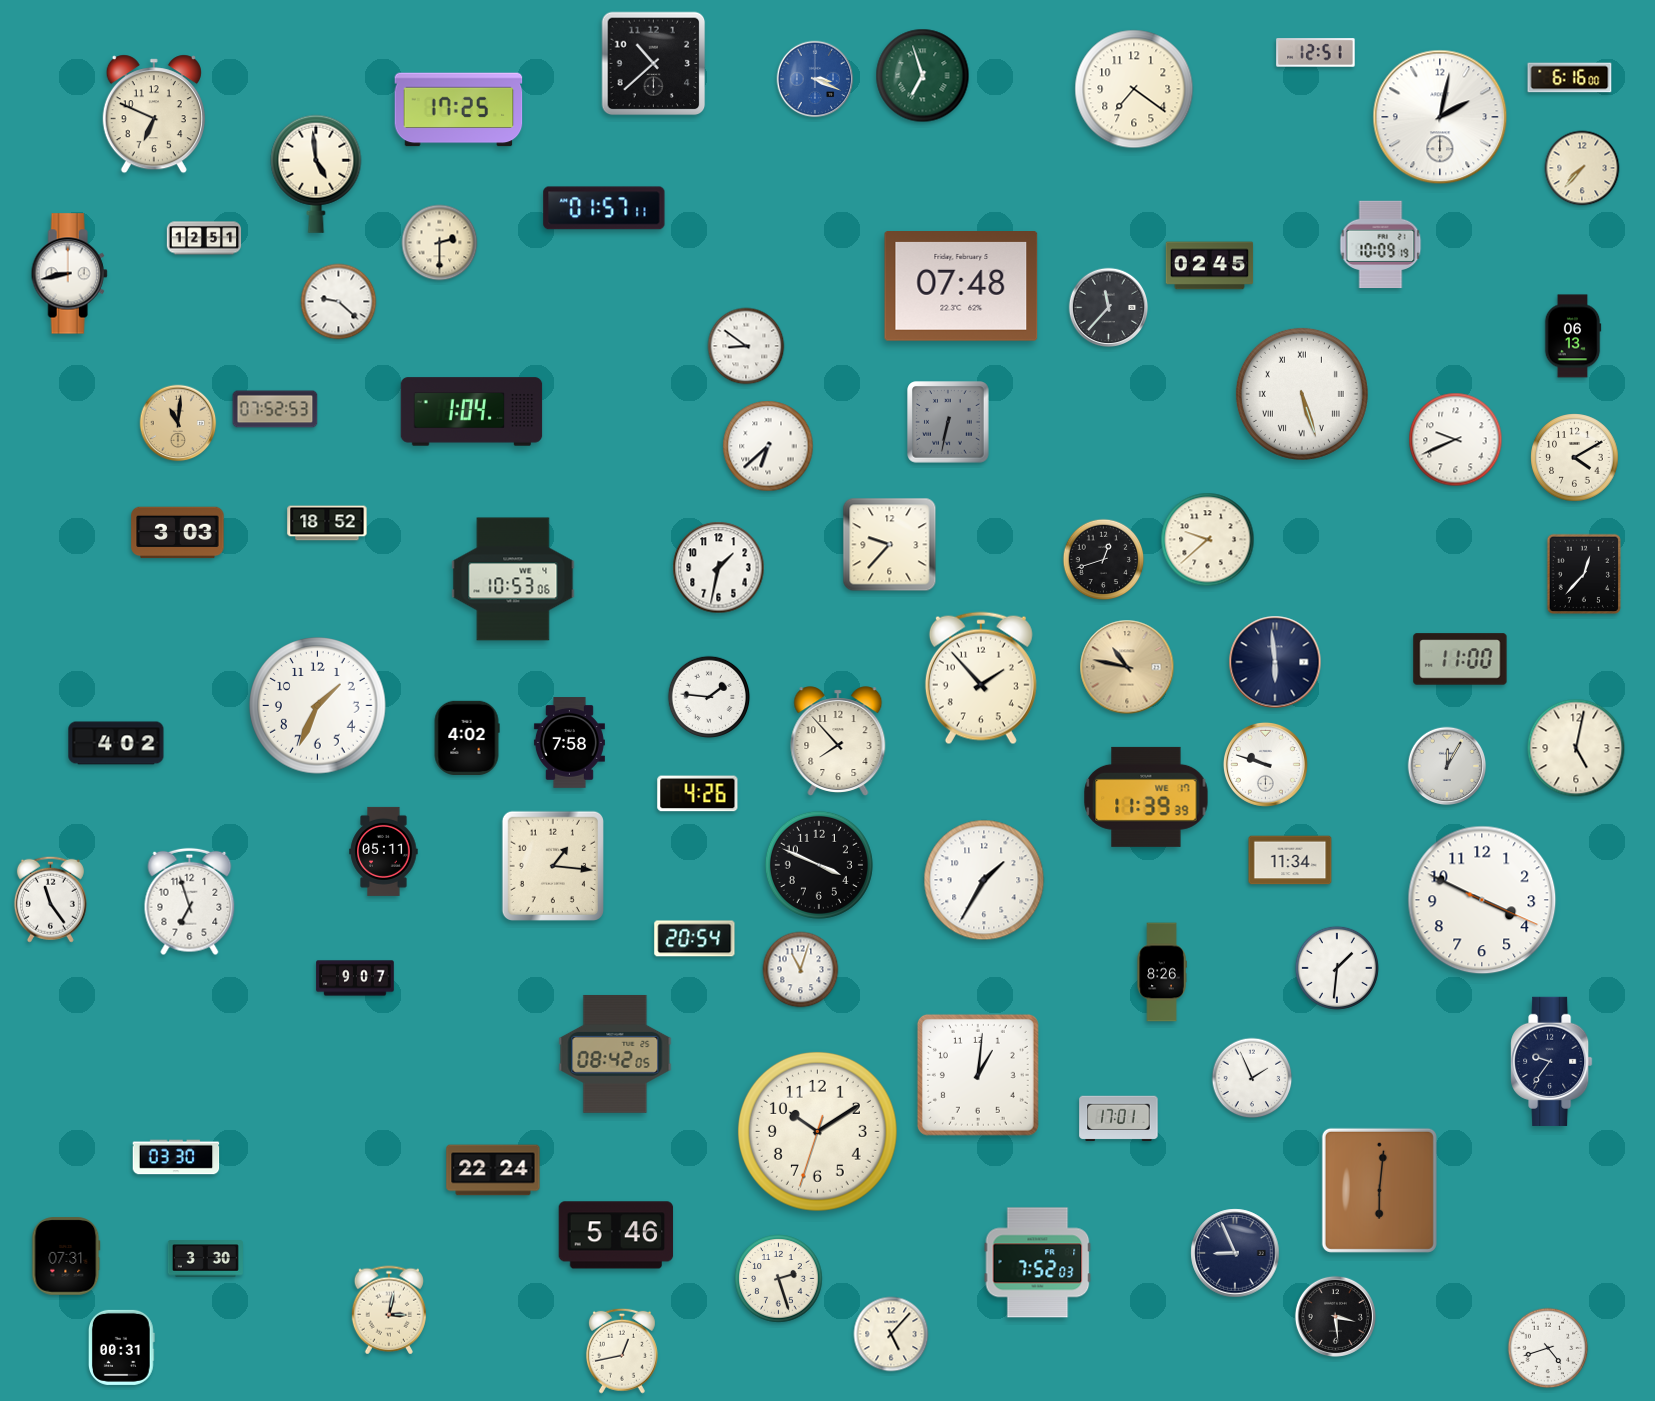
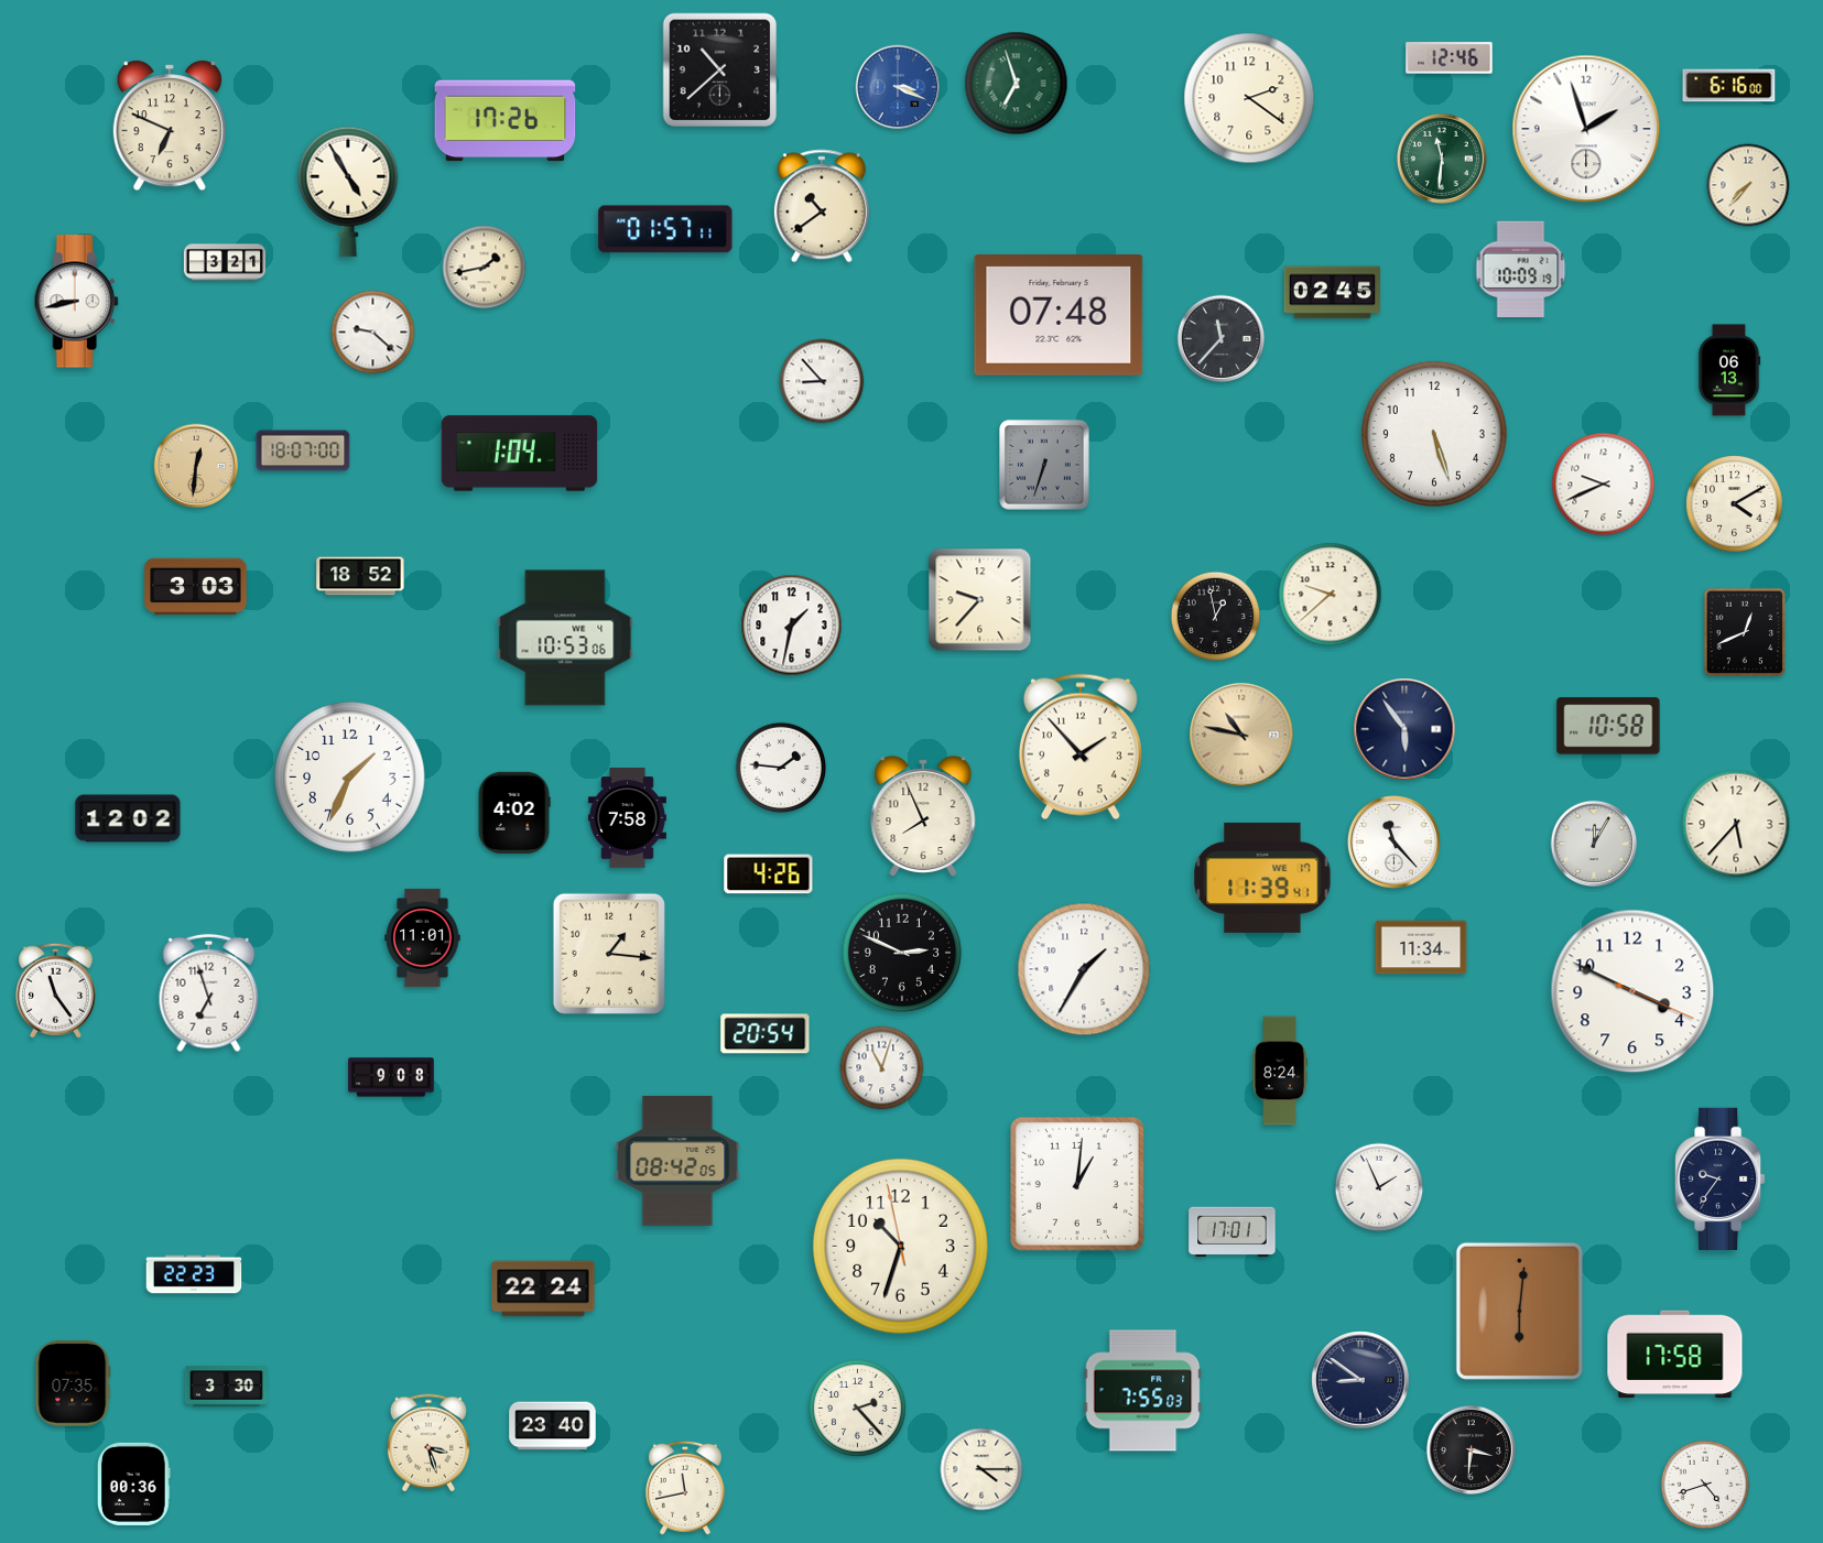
clock at (1316, 53): 12:51 -> 12:46
clock at (1134, 89): 7:21 -> 2:21
clock at (459, 110): 17:25 -> 17:26
clock at (1440, 117): 2:02 -> 1:57
clock at (1442, 159): none -> 11:31
clock at (1582, 168) position: (1582, 168) -> (1748, 185)
clock at (316, 174): 4:59 -> 4:55
clock at (822, 206): none -> 10:39
clock at (204, 238): 12:51 -> 3:21
clock at (440, 243): 2:30 -> 1:43
clock at (1573, 336) position: (1573, 336) -> (1729, 370)
clock at (746, 346): 8:51 -> 8:53
clock at (1302, 394) numerals: Roman -> Arabic
clock at (275, 409): 07:52 -> 18:07
clock at (948, 422): 6:32 -> 6:33
clock at (178, 423): 11:01 -> 12:31
clock at (768, 446): 6:38 -> none
clock at (1104, 560): 12:42 -> 12:58
clock at (1583, 573): 12:37 -> 12:41
clock at (1460, 659): 11:00 -> 10:58
clock at (1275, 662): 5:59 -> 5:54
clock at (838, 741): 7:53 -> 7:56
clock at (116, 743): 4:02 -> 12:02
clock at (1576, 748): 5:02 -> 5:37
clock at (1265, 764): 9:48 -> 11:23
clock at (1146, 797): 11:39:39 -> 11:39:41
clock at (384, 851): 05:11 -> 11:01
clock at (819, 865): 3:49 -> 2:49
clock at (1337, 968): 1:31 -> none
clock at (1162, 972): 8:26 -> 8:24
clock at (355, 978): 9:07 -> 9:08
clock at (1552, 1061) position: (1552, 1061) -> (1721, 1178)
clock at (817, 1131): 10:09 -> 10:32
clock at (176, 1157): 03:30 -> 22:23
clock at (1675, 1355): none -> 17:58
clock at (616, 1235): 5:46 -> none
clock at (1235, 1253): 8:56 -> 8:51
clock at (66, 1256): 07:31 -> 07:35
clock at (1038, 1263): 7:52 -> 7:55
clock at (779, 1279): 2:27 -> 2:23
clock at (553, 1426): none -> 23:40
clock at (389, 1310): 3:02 -> 3:27
clock at (1335, 1316): 3:29 -> 3:31
clock at (891, 1334): 5:07 -> 4:15
clock at (121, 1347): 00:31 -> 00:36
clock at (622, 1351): 12:43 -> 11:43
